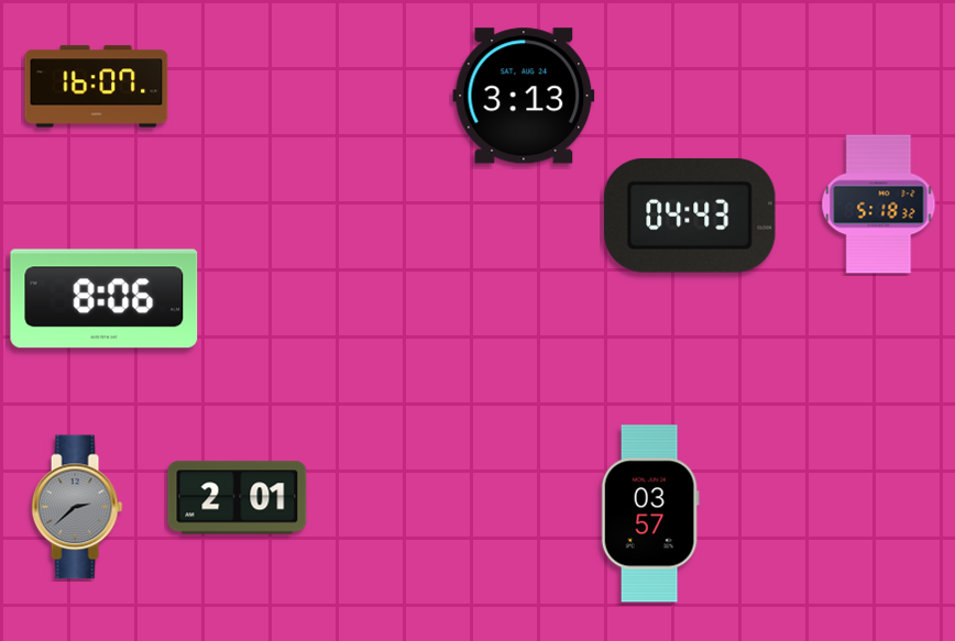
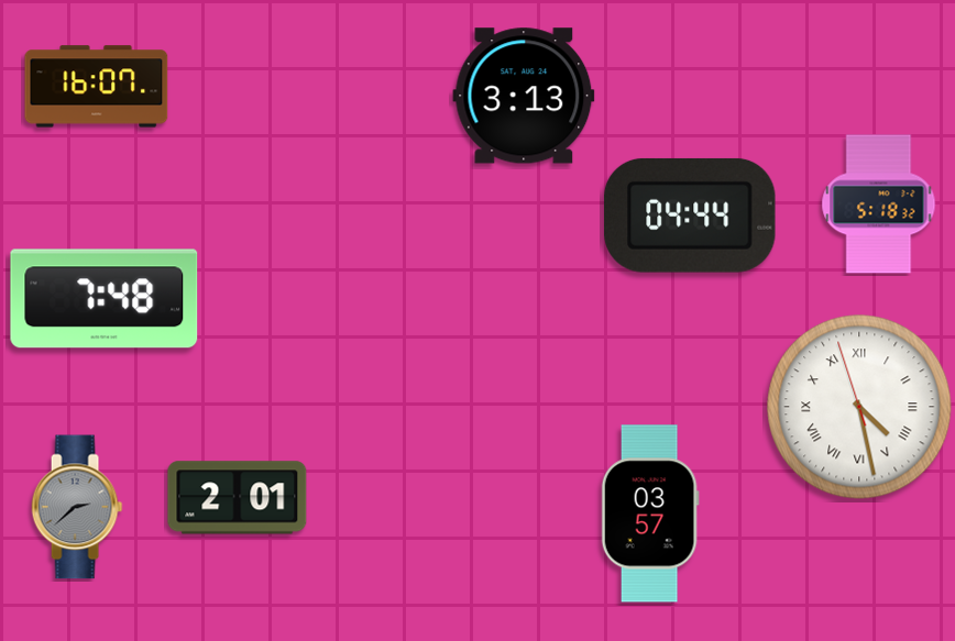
clock at (690, 215): 04:43 -> 04:44
clock at (105, 299): 8:06 -> 7:48
clock at (859, 407): none -> 4:27
